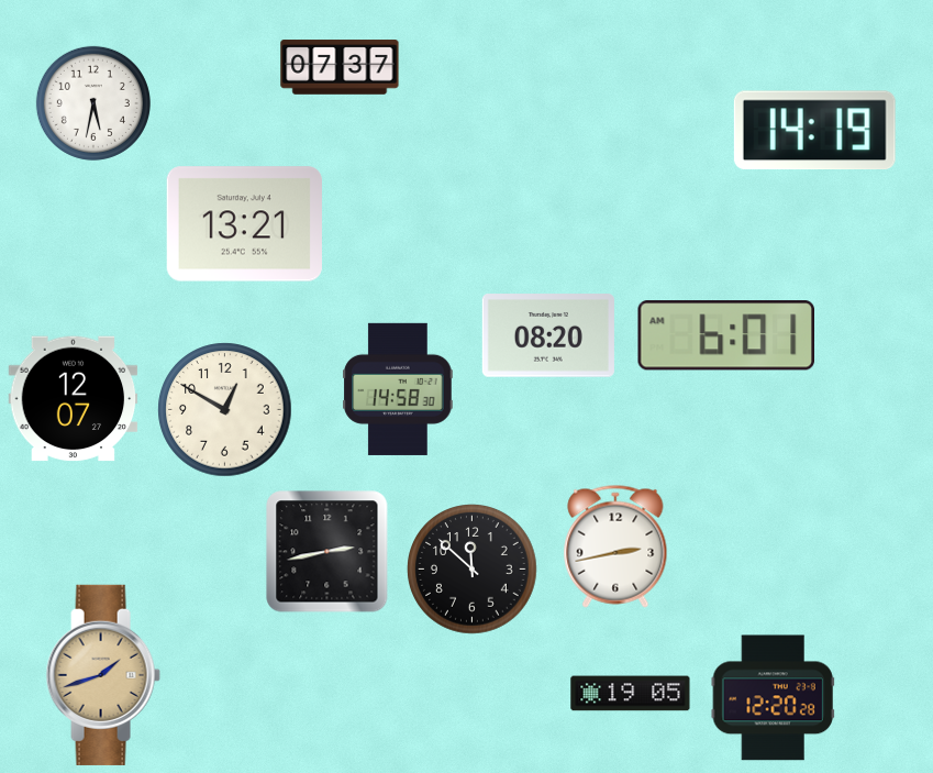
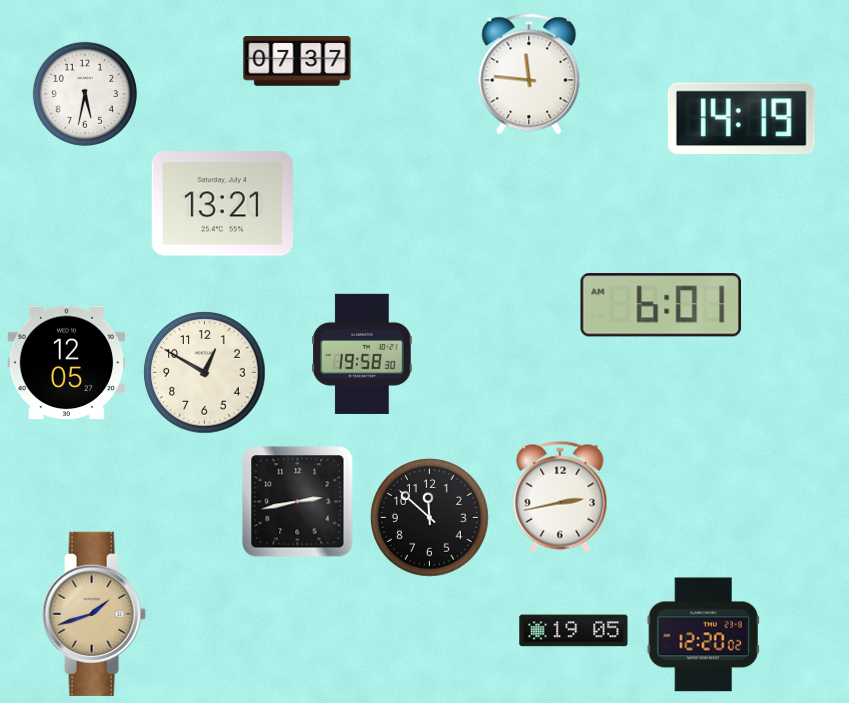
clock at (340, 67) position: (340, 67) -> (297, 61)
clock at (529, 74): none -> 11:46
clock at (548, 335): 08:20 -> none
clock at (398, 389): 14:58 -> 19:58
clock at (74, 399): 12:07 -> 12:05
clock at (773, 698): 12:20:28 -> 12:20:02
